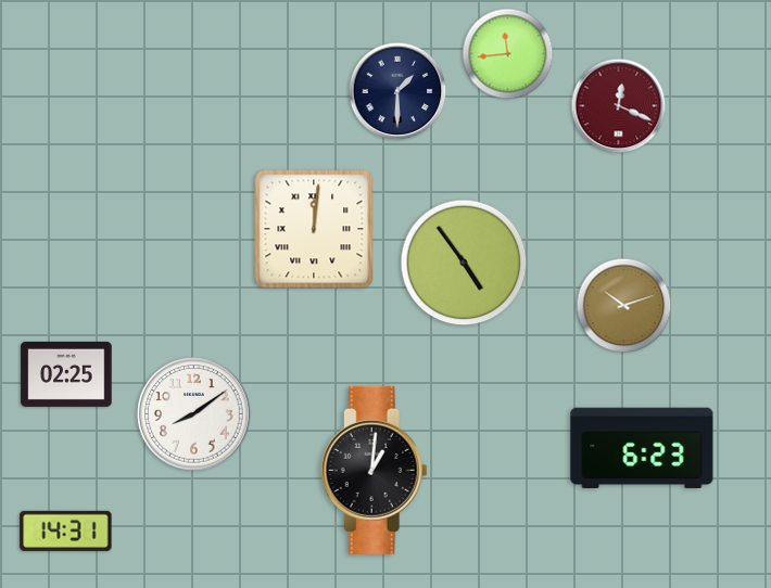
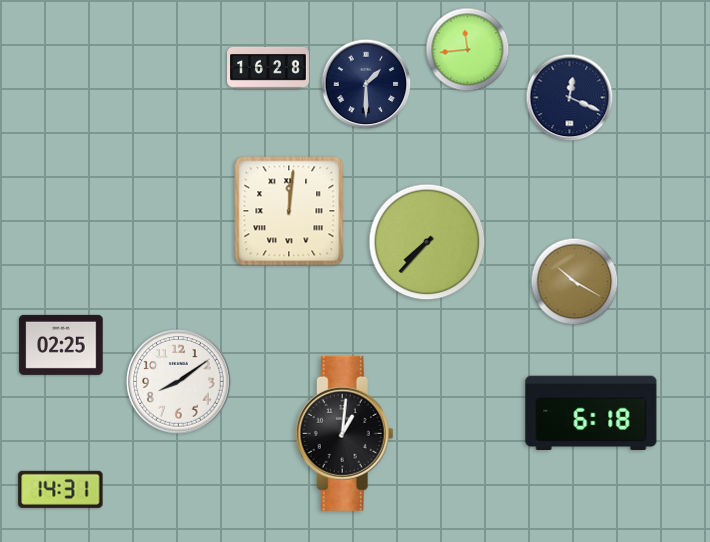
clock at (269, 68): none -> 16:28
clock at (619, 106) dial: burgundy -> navy
clock at (464, 263): 4:54 -> 7:37
clock at (624, 306): 10:12 -> 10:20
clock at (642, 447): 6:23 -> 6:18
